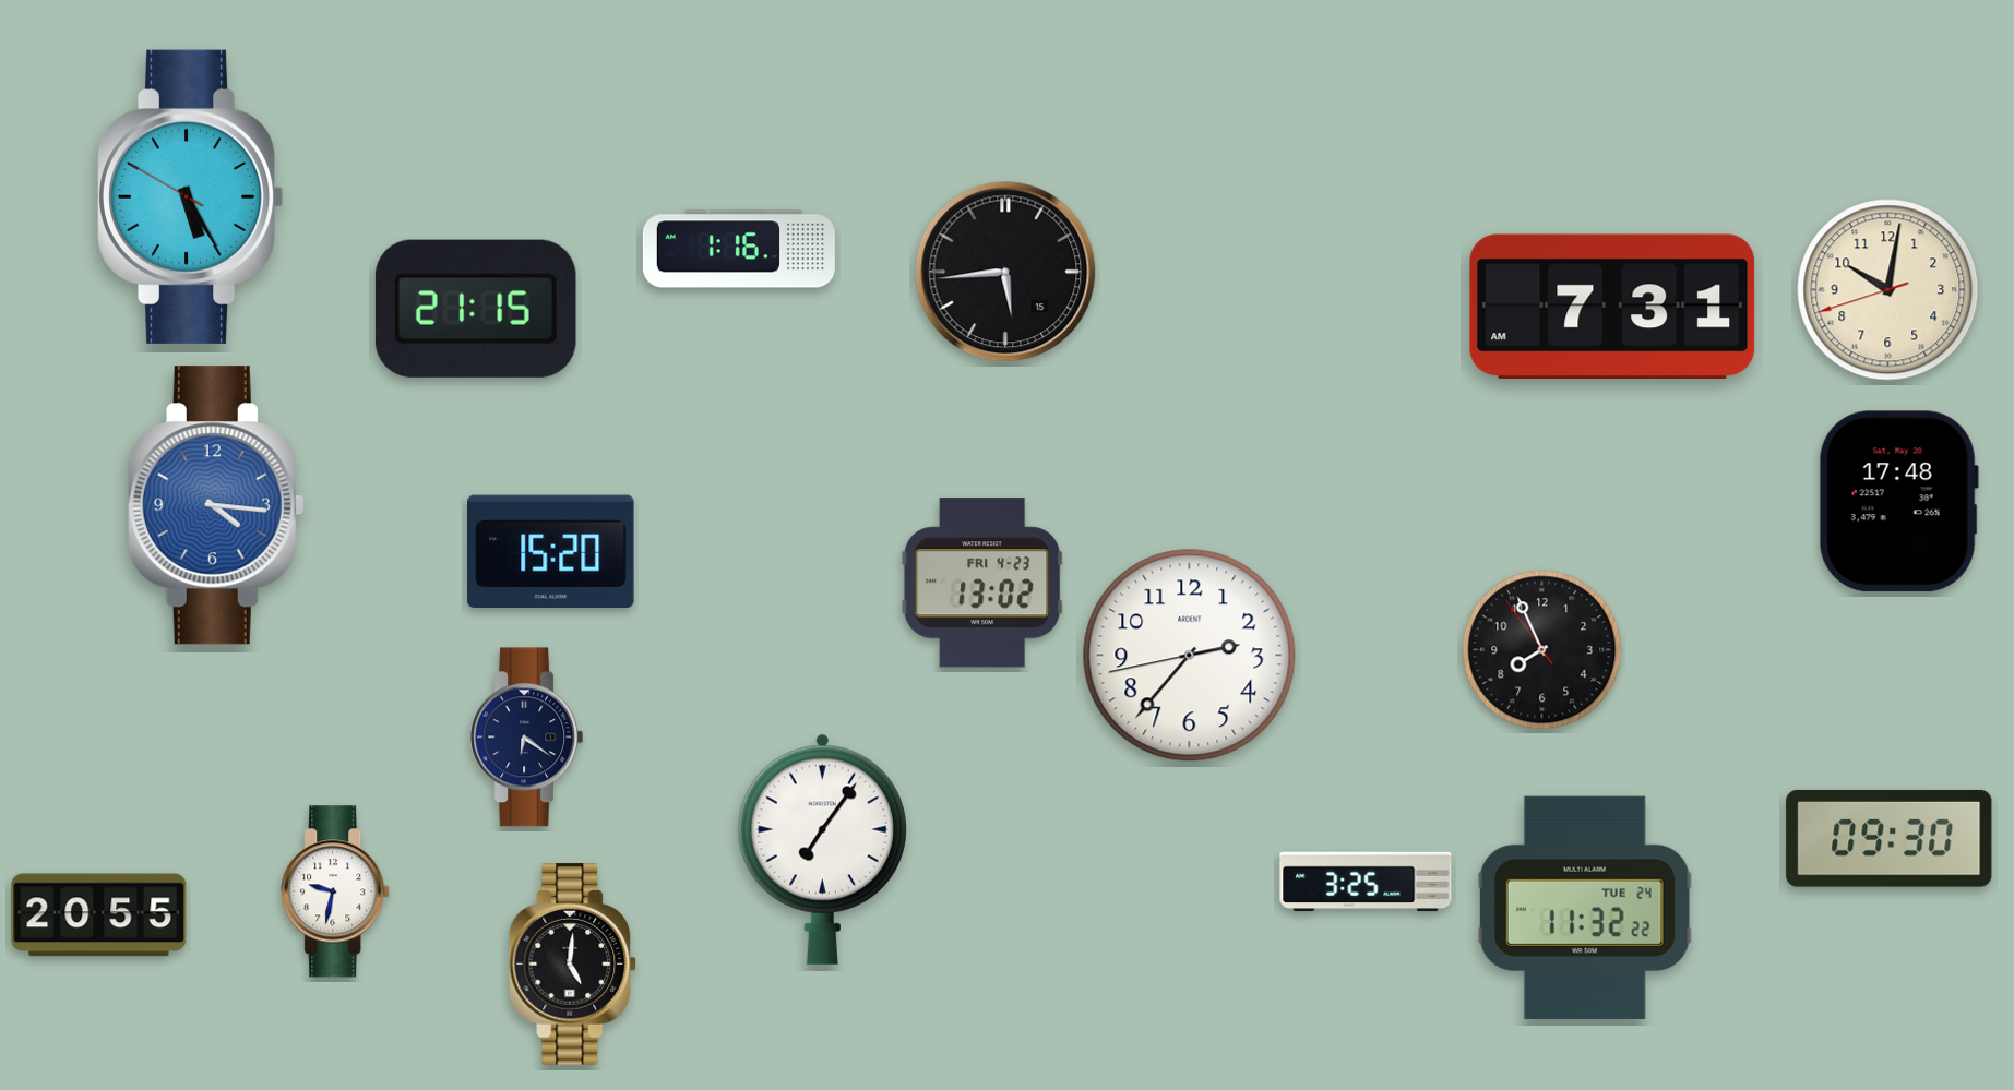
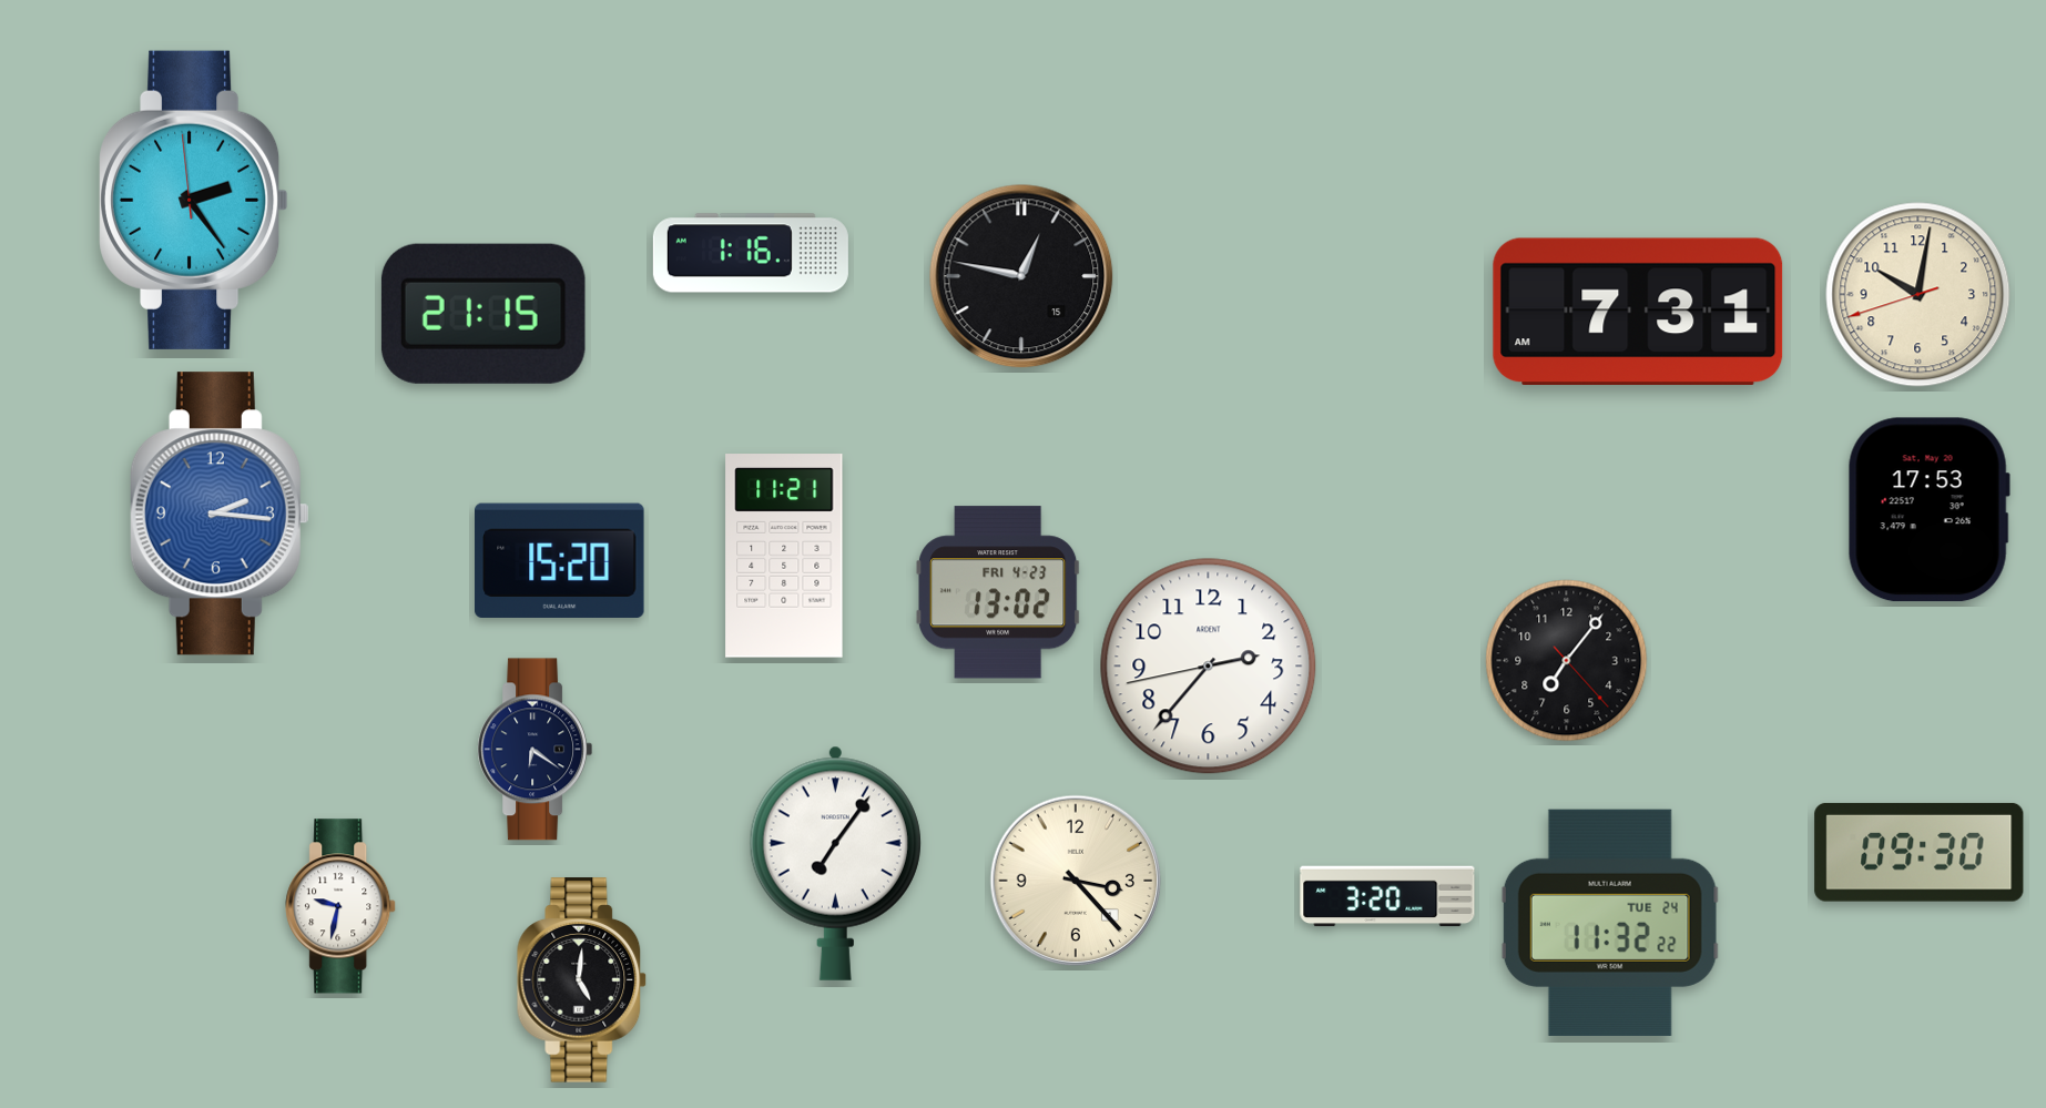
clock at (191, 196): 5:24 -> 2:23
clock at (1005, 272): 5:44 -> 12:47
clock at (1898, 502): 17:48 -> 17:53
clock at (216, 505): 4:16 -> 2:16
clock at (784, 556): none -> 11:21
clock at (1542, 650): 7:55 -> 7:06
clock at (1076, 881): none -> 3:23
clock at (1366, 882): 3:25 -> 3:20
clock at (99, 915): 20:55 -> none
